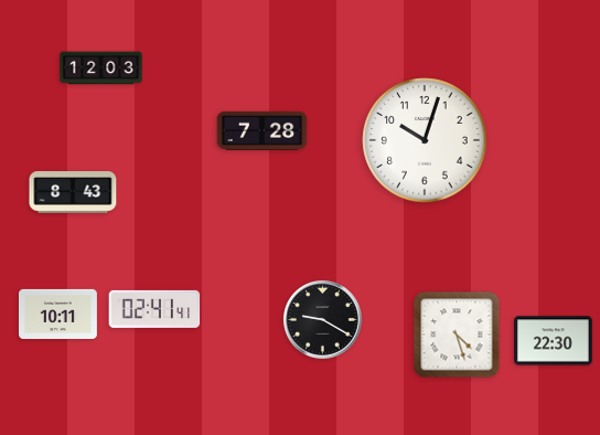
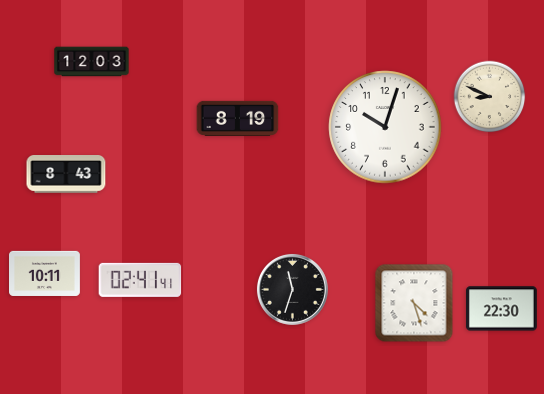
clock at (490, 97): none -> 8:49
clock at (262, 130): 7:28 -> 8:19
clock at (58, 314) position: (58, 314) -> (45, 273)
clock at (323, 320): 9:20 -> 11:33
